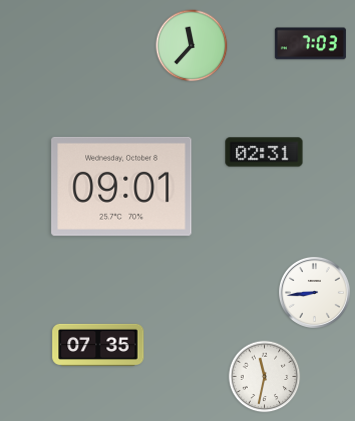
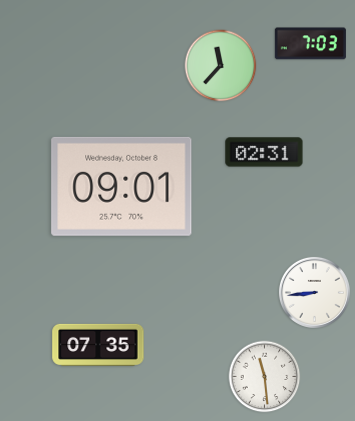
clock at (192, 46) position: (192, 46) -> (221, 66)
clock at (265, 377): 11:32 -> 11:29
